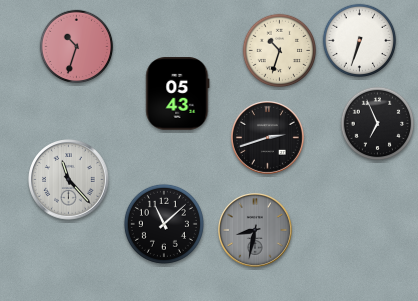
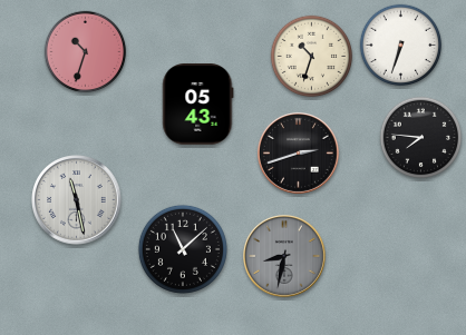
clock at (378, 124): 6:56 -> 7:46
clock at (69, 180): 11:23 -> 11:28
